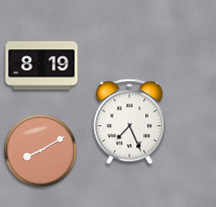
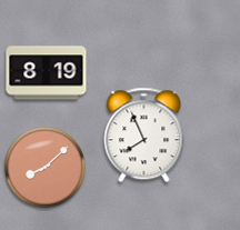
clock at (130, 122): 7:26 -> 7:56
clock at (41, 151): 8:10 -> 8:08
